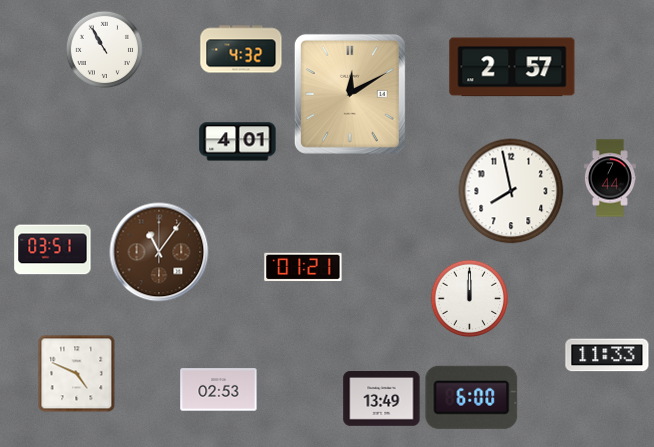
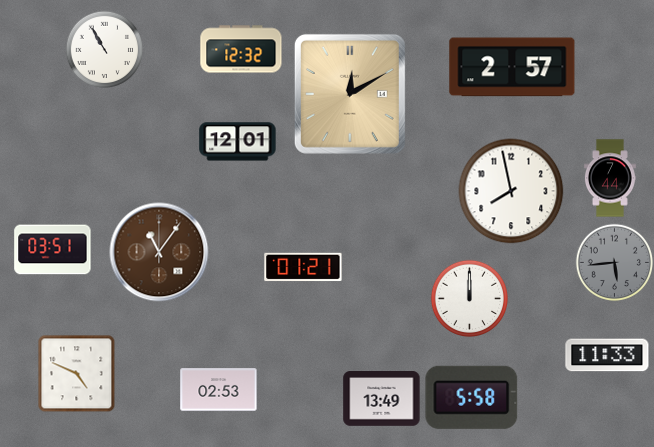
clock at (241, 49): 4:32 -> 12:32
clock at (238, 142): 4:01 -> 12:01
clock at (614, 262): none -> 5:44
clock at (472, 397): 6:00 -> 5:58
